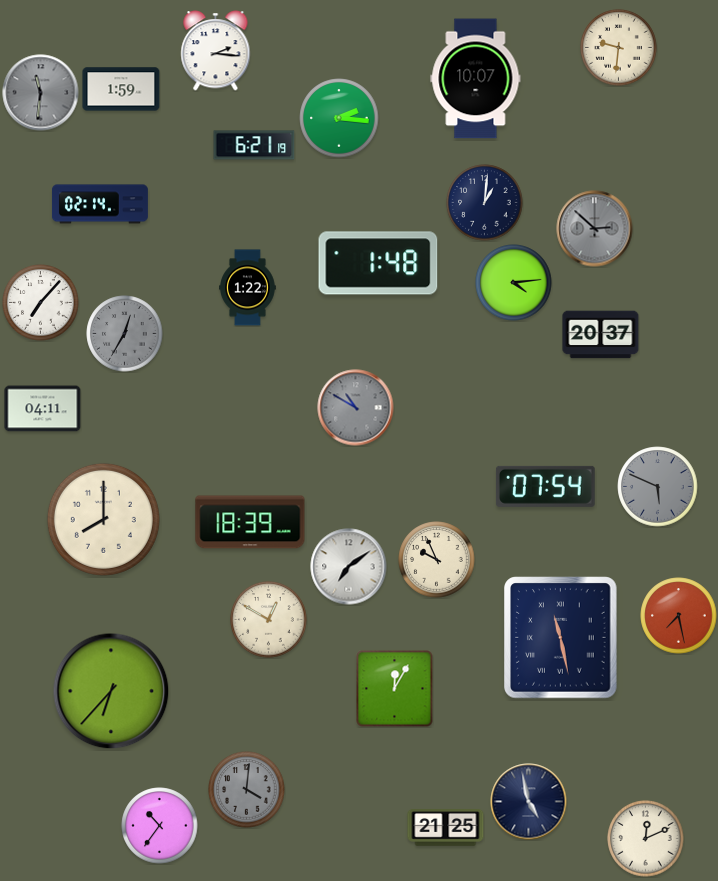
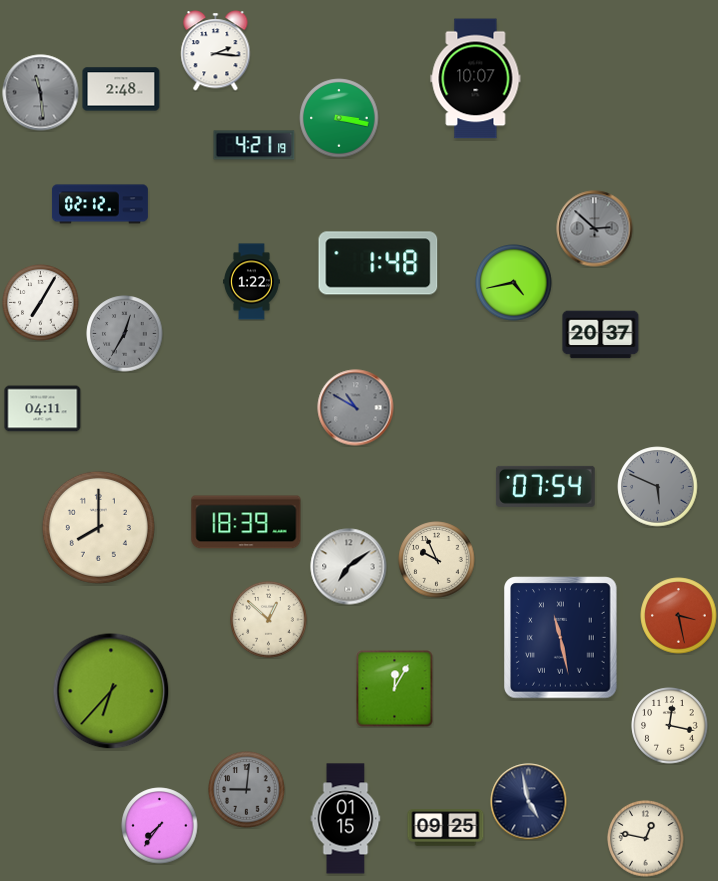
clock at (619, 48): 9:31 -> none
clock at (121, 89): 1:59 -> 2:48
clock at (41, 93): 11:31 -> 11:29
clock at (339, 118): 2:16 -> 3:17
clock at (254, 145): 6:21 -> 4:21
clock at (485, 203): 1:01 -> none
clock at (100, 204): 02:14 -> 02:12
clock at (514, 283): 4:14 -> 4:43
clock at (248, 288) position: (248, 288) -> (252, 282)
clock at (41, 303): 7:07 -> 7:05
clock at (103, 519) position: (103, 519) -> (98, 527)
clock at (250, 522) position: (250, 522) -> (246, 522)
clock at (679, 616): 7:28 -> 3:28
clock at (269, 620): 12:50 -> 12:52
clock at (670, 726): none -> 12:17
clock at (247, 790): 4:01 -> 9:01
clock at (346, 819): none -> 01:15
clock at (160, 826): 10:36 -> 7:36
clock at (446, 828): 21:25 -> 09:25
clock at (646, 839): 12:11 -> 12:47
